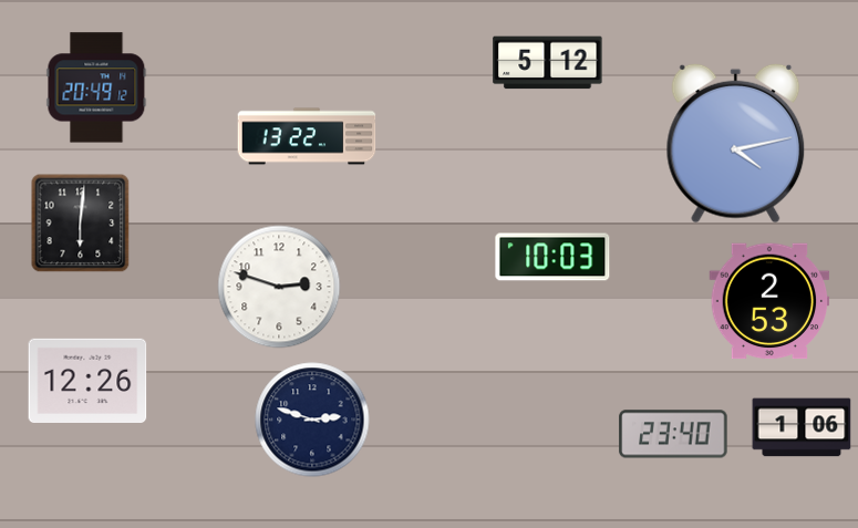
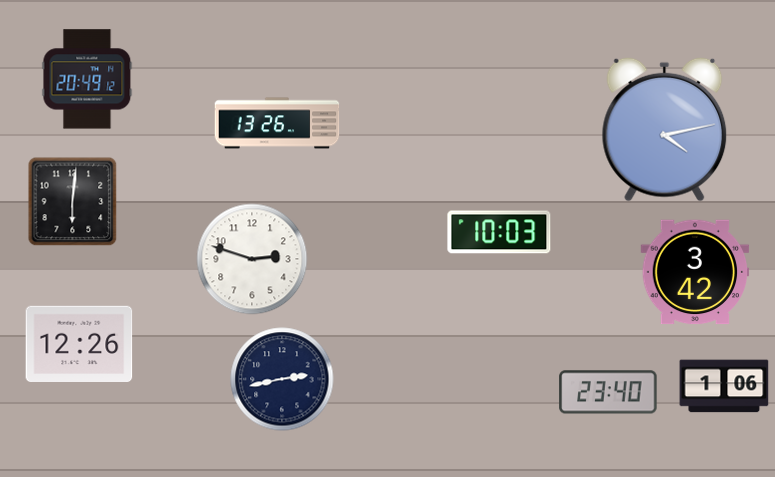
clock at (548, 63): 5:12 -> none
clock at (307, 136): 13:22 -> 13:26
clock at (769, 301): 2:53 -> 3:42
clock at (312, 420): 2:48 -> 2:43
